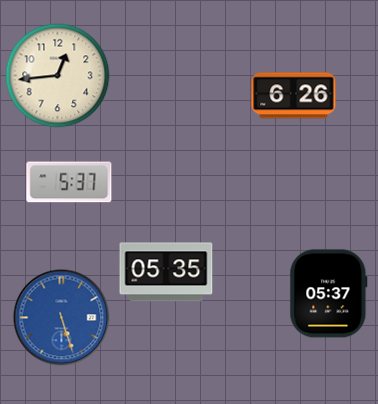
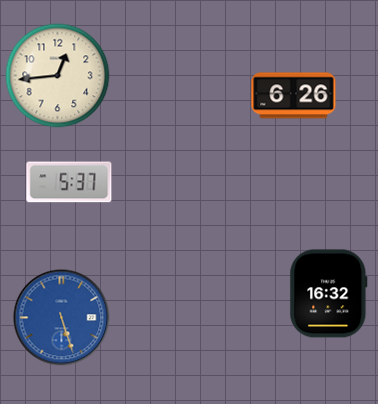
clock at (166, 272): 05:35 -> none
clock at (329, 294): 05:37 -> 16:32
